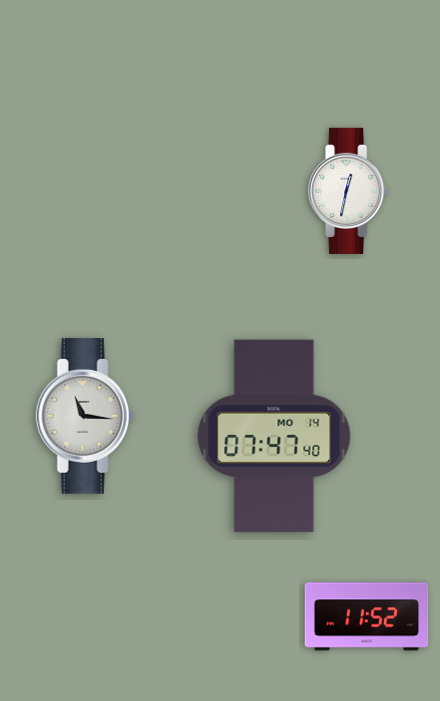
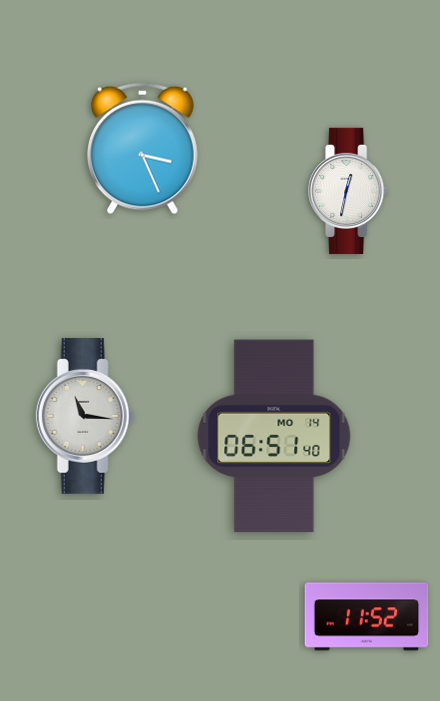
clock at (142, 149): none -> 3:26
clock at (274, 436): 07:47 -> 06:51
